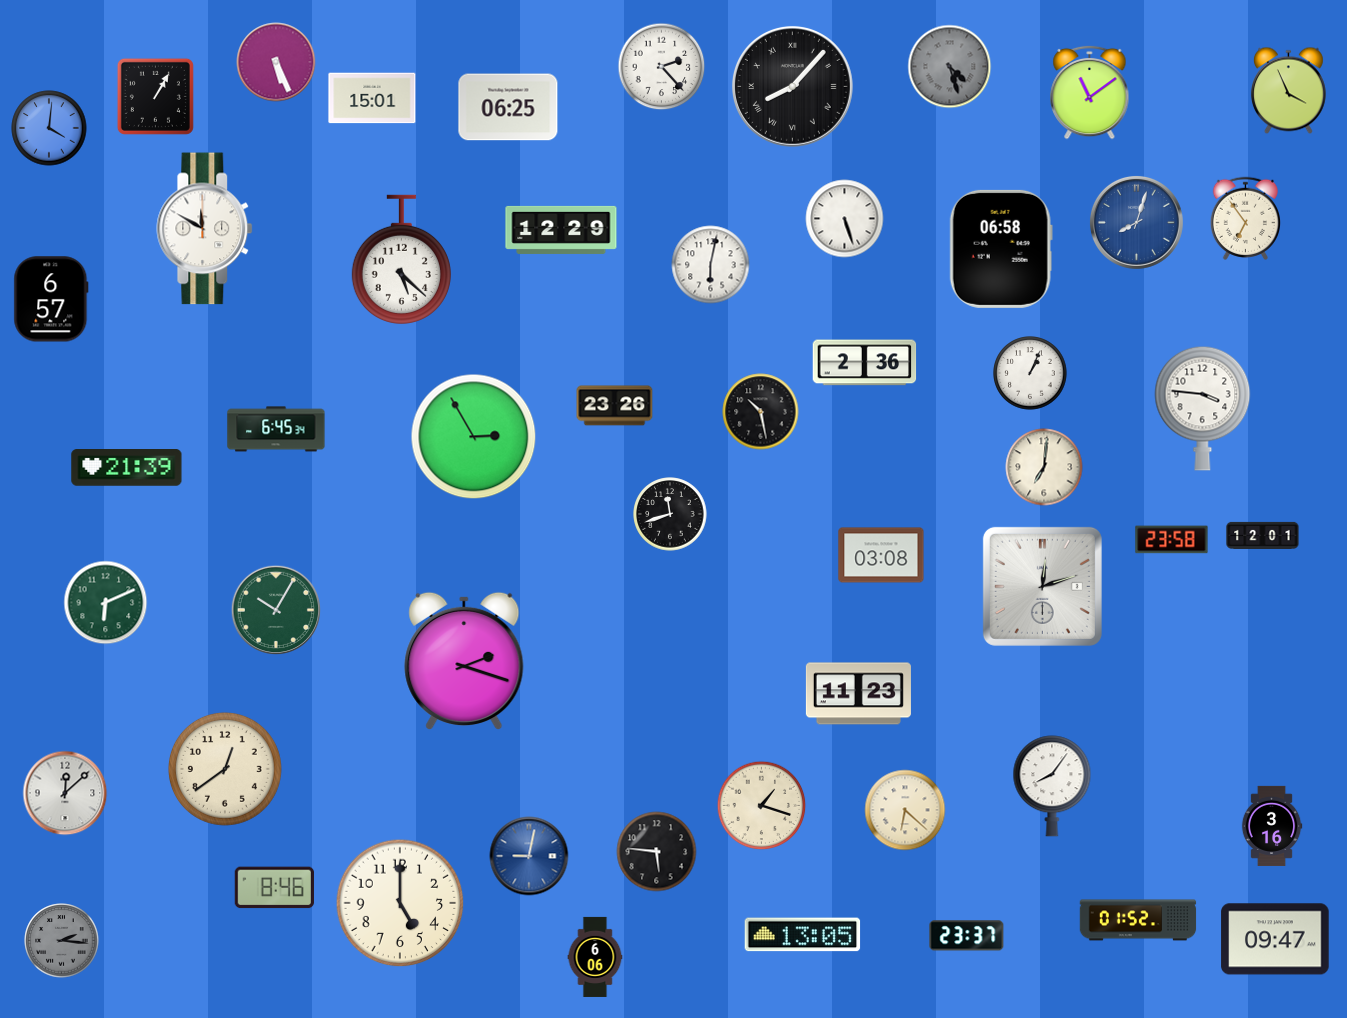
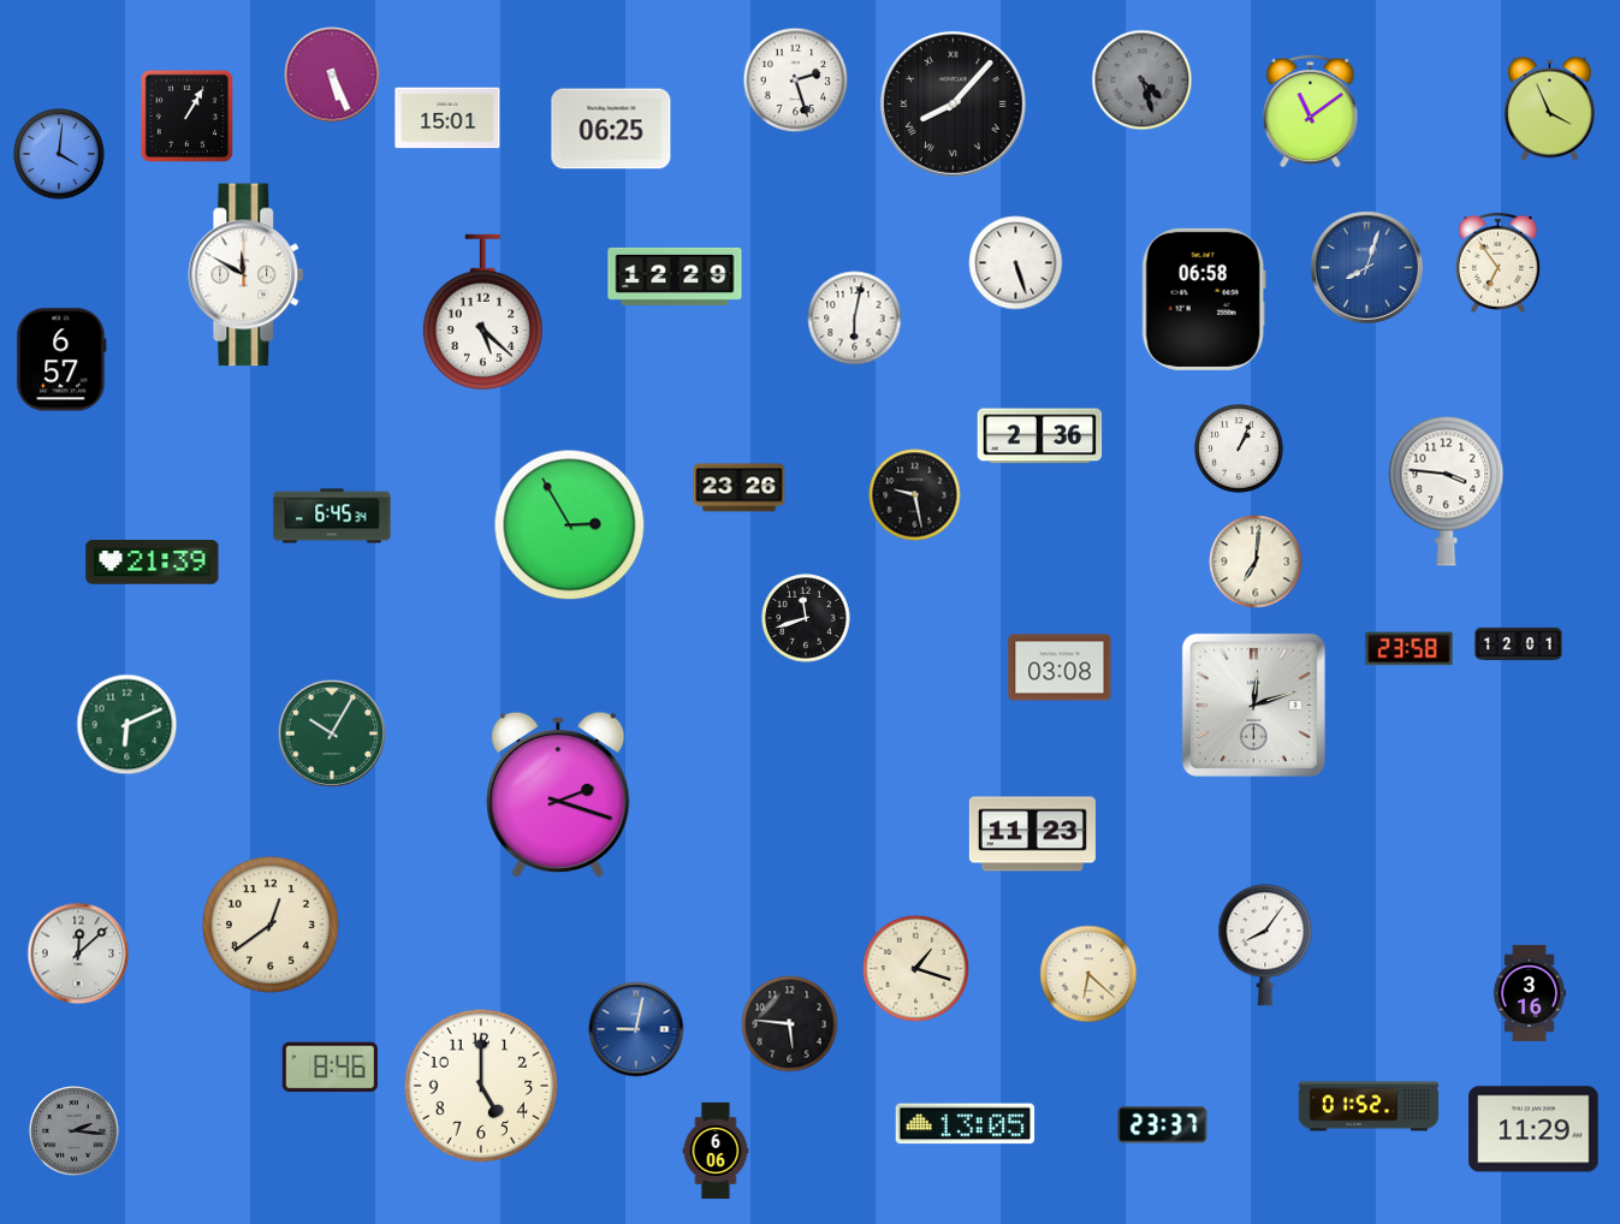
clock at (662, 67): 2:23 -> 2:27
clock at (761, 412): 10:28 -> 9:28
clock at (1275, 939): 09:47 -> 11:29
